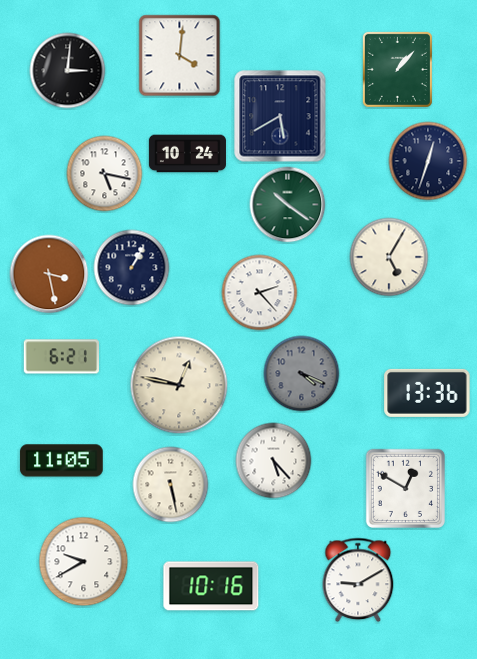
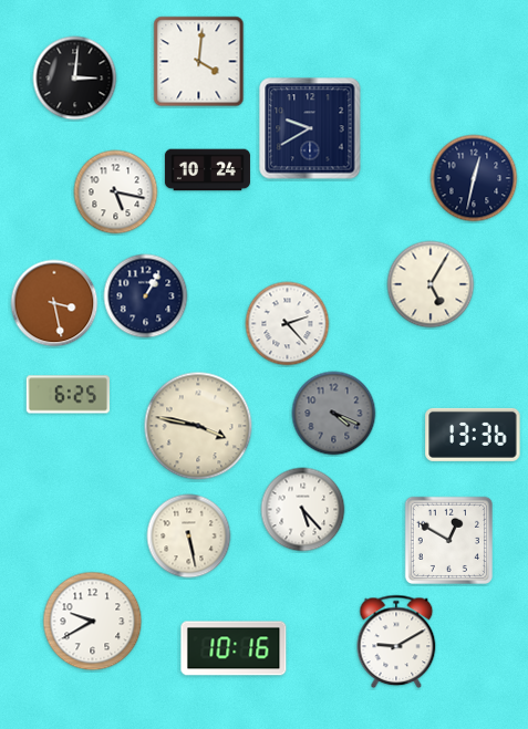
clock at (397, 69): 1:07 -> none
clock at (280, 116): 5:40 -> 9:40
clock at (428, 161): 12:33 -> 12:32
clock at (288, 205): 10:21 -> none
clock at (61, 357): 6:21 -> 6:25
clock at (179, 385): 12:47 -> 3:47
clock at (62, 461): 11:05 -> none
